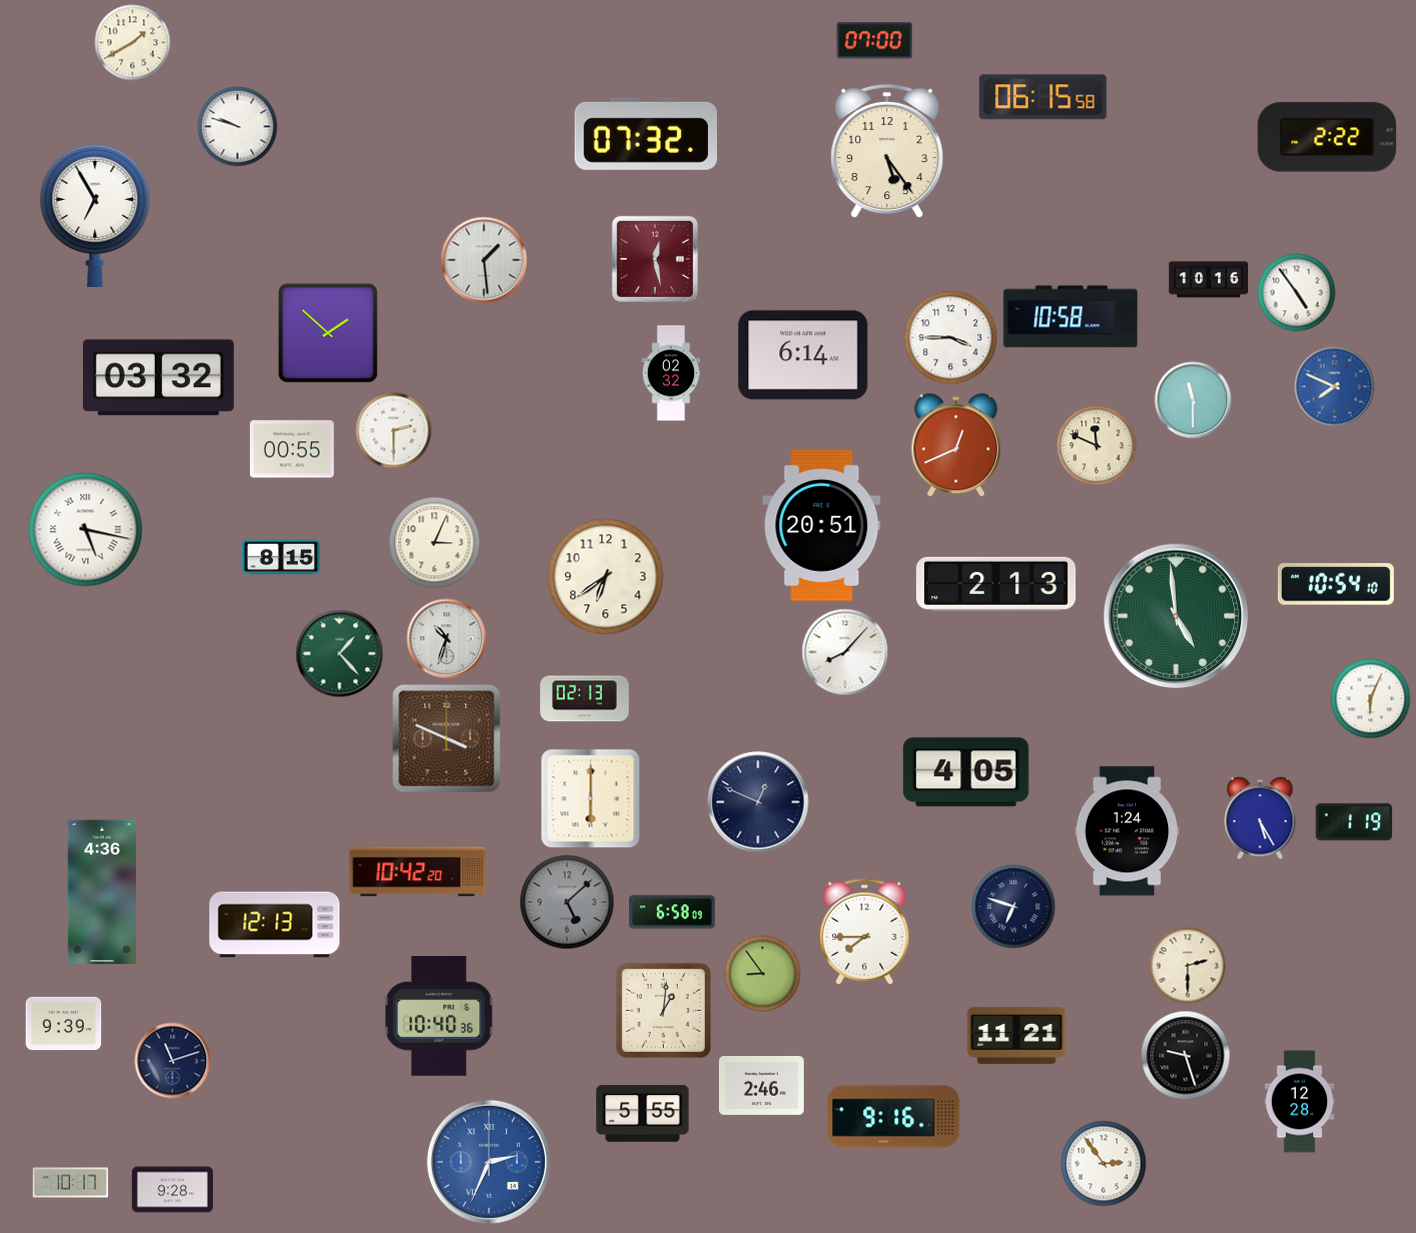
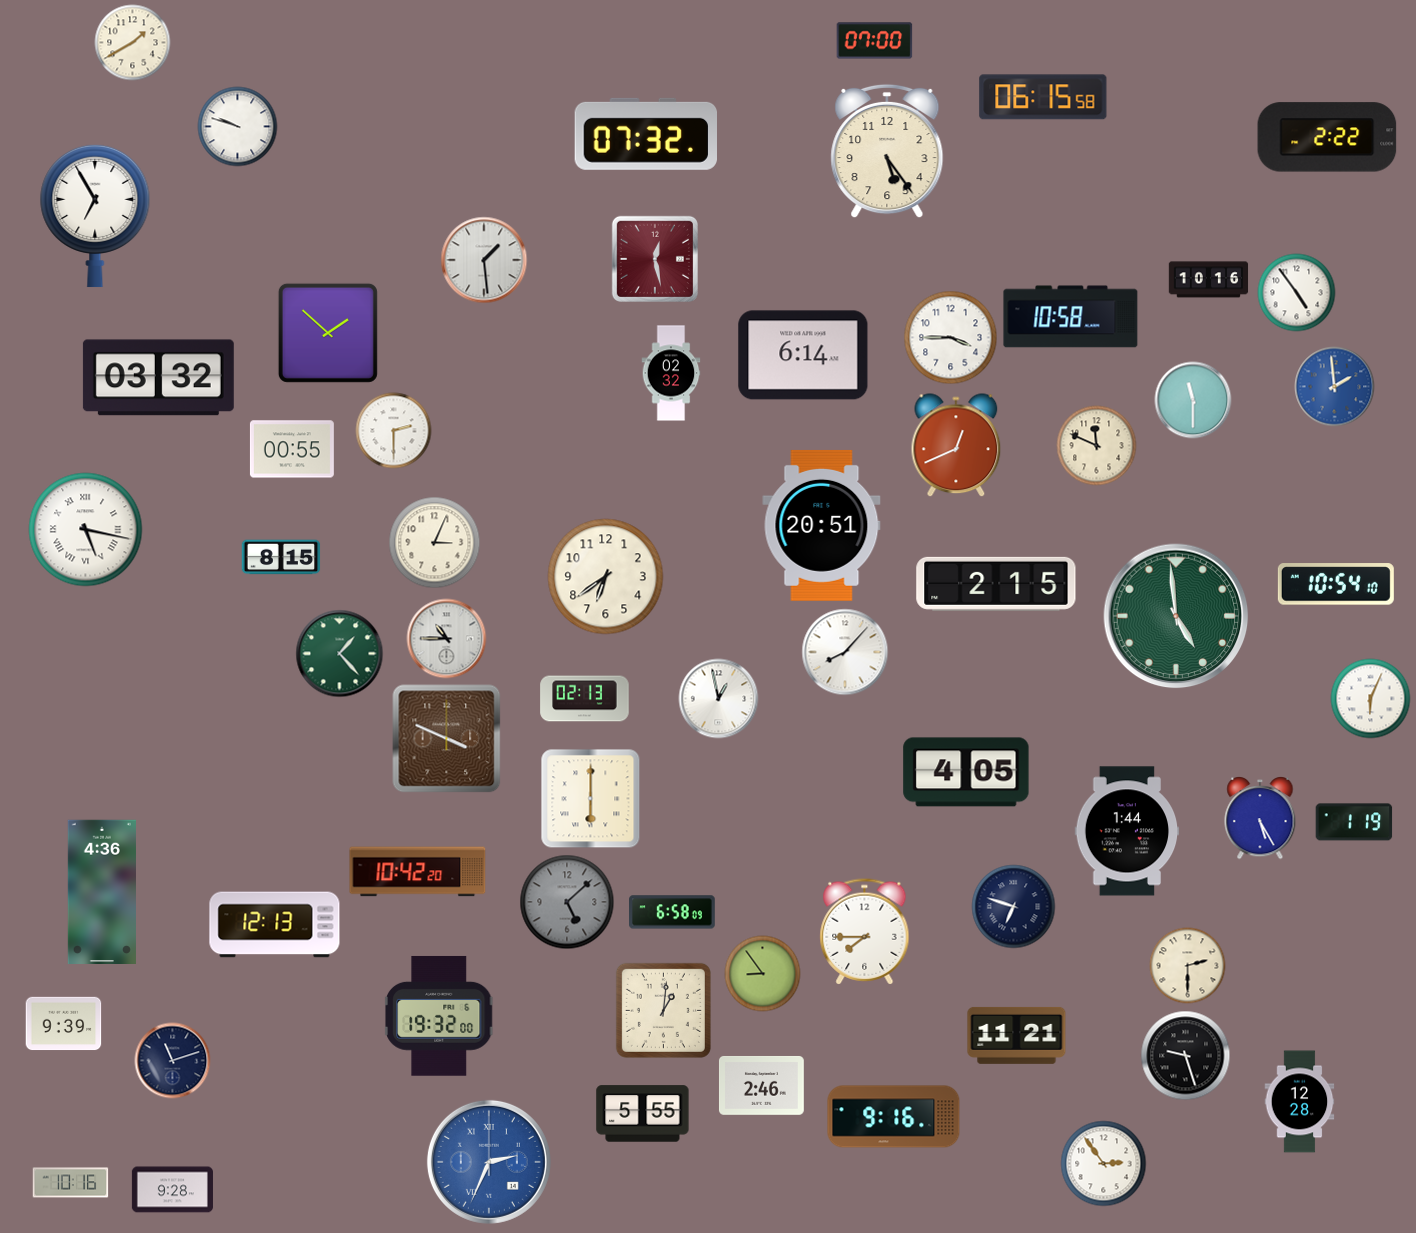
clock at (1335, 387): 7:49 -> 1:59
clock at (996, 584): 2:13 -> 2:15
clock at (447, 639): 10:33 -> 10:45
clock at (719, 699): none -> 12:58
clock at (758, 802): 12:49 -> none
clock at (1127, 831): 1:24 -> 1:44
clock at (440, 1016): 10:40 -> 19:32
clock at (71, 1183): 10:17 -> 10:16
